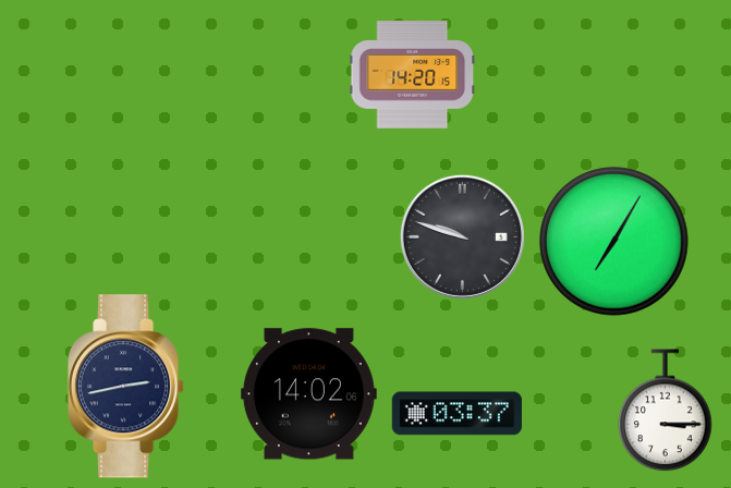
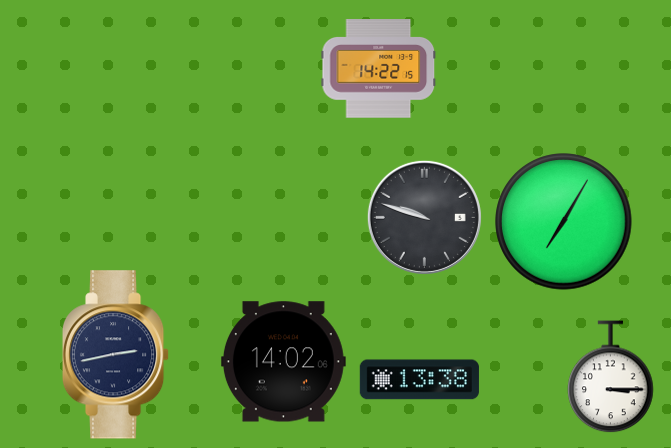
clock at (413, 75): 14:20 -> 14:22
clock at (456, 414): 03:37 -> 13:38
